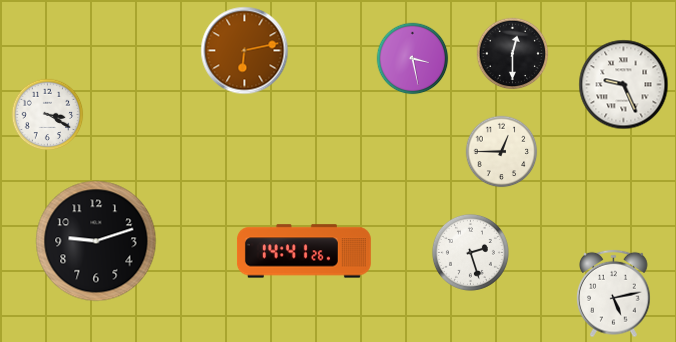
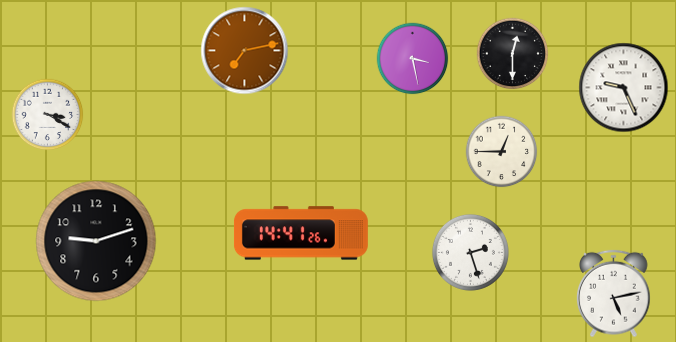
clock at (245, 51): 6:13 -> 7:13
clock at (624, 85) position: (624, 85) -> (624, 88)
clock at (304, 251) position: (304, 251) -> (301, 233)
